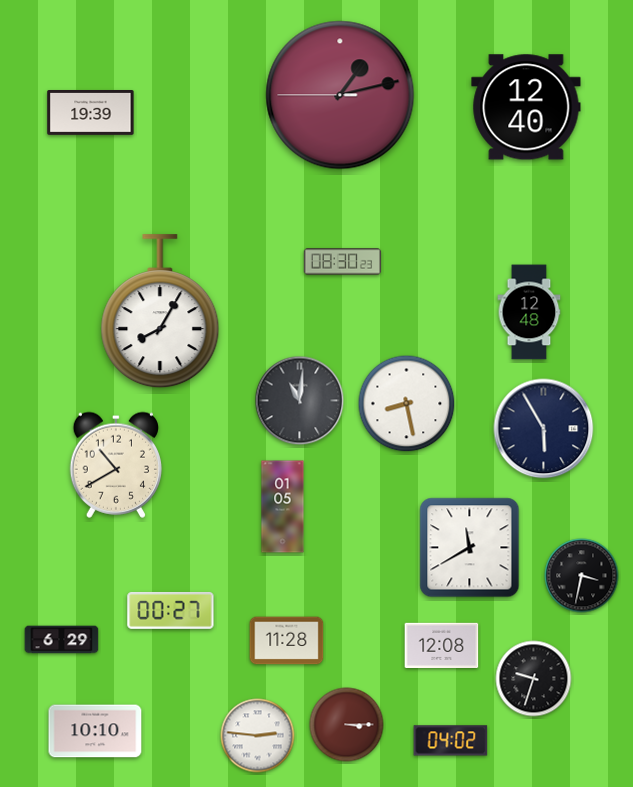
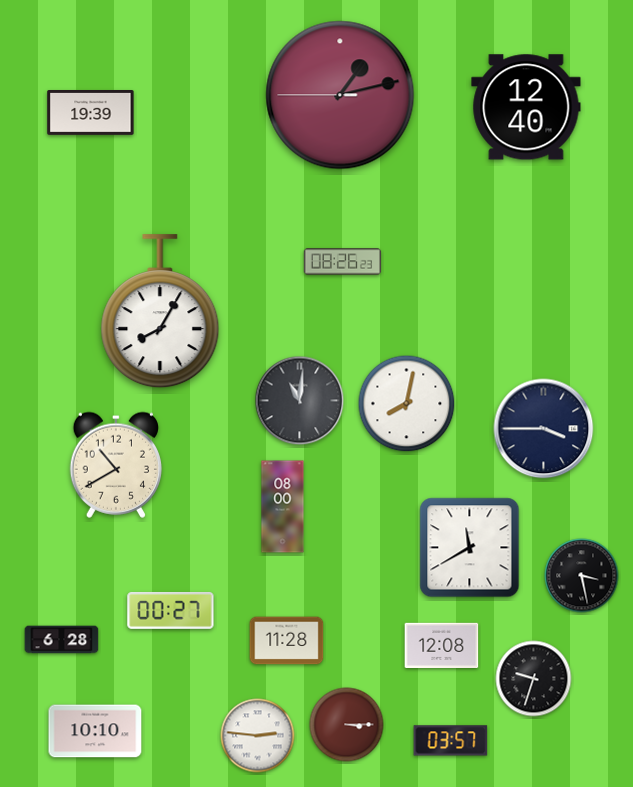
clock at (343, 262): 08:30 -> 08:26
clock at (529, 312): 12:48 -> none
clock at (407, 404): 8:28 -> 8:02
clock at (544, 429): 5:55 -> 3:45
clock at (283, 507): 01:05 -> 08:00
clock at (582, 576): 3:32 -> 3:28
clock at (62, 640): 6:29 -> 6:28
clock at (451, 741): 04:02 -> 03:57
